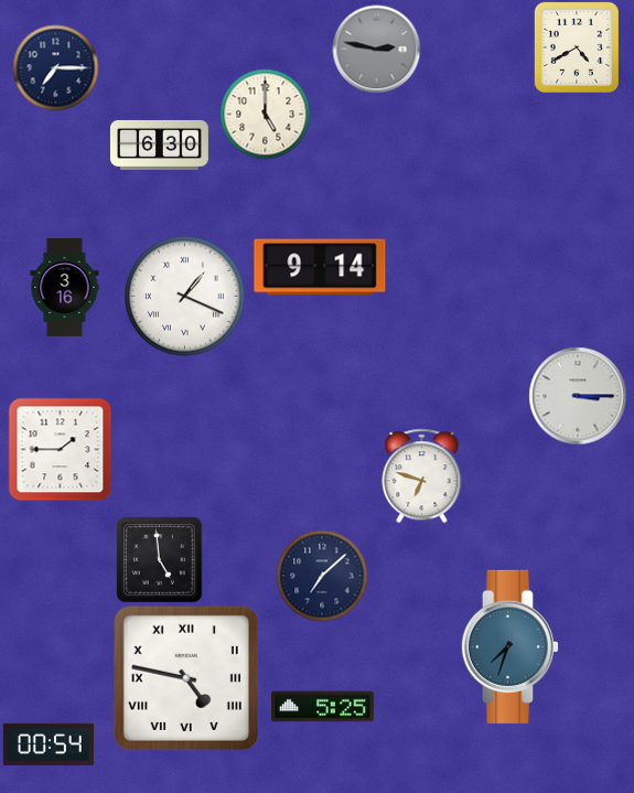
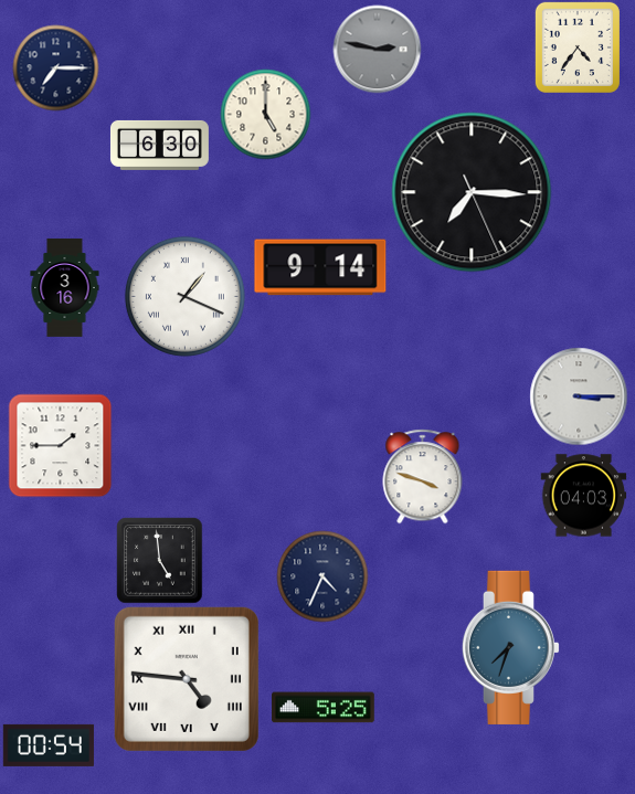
clock at (577, 47): 4:40 -> 4:36
clock at (472, 192): none -> 7:15
clock at (60, 449) position: (60, 449) -> (60, 445)
clock at (422, 475): 6:48 -> 3:48
clock at (583, 496): none -> 04:03
clock at (322, 576): 7:08 -> 4:34
clock at (186, 678): 4:47 -> 4:46
